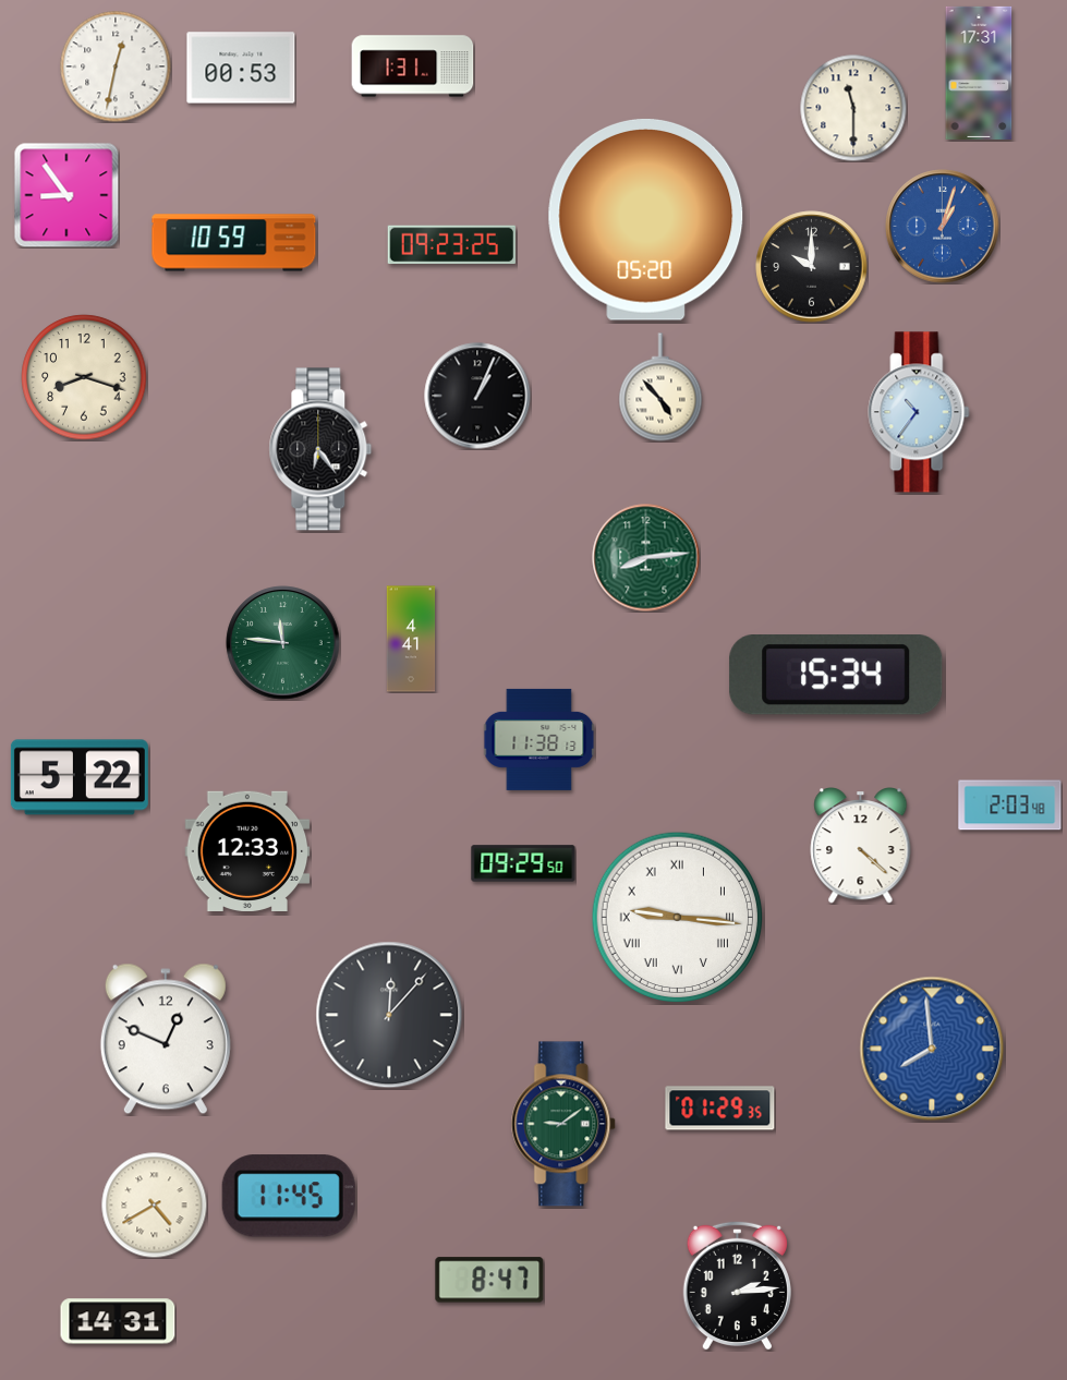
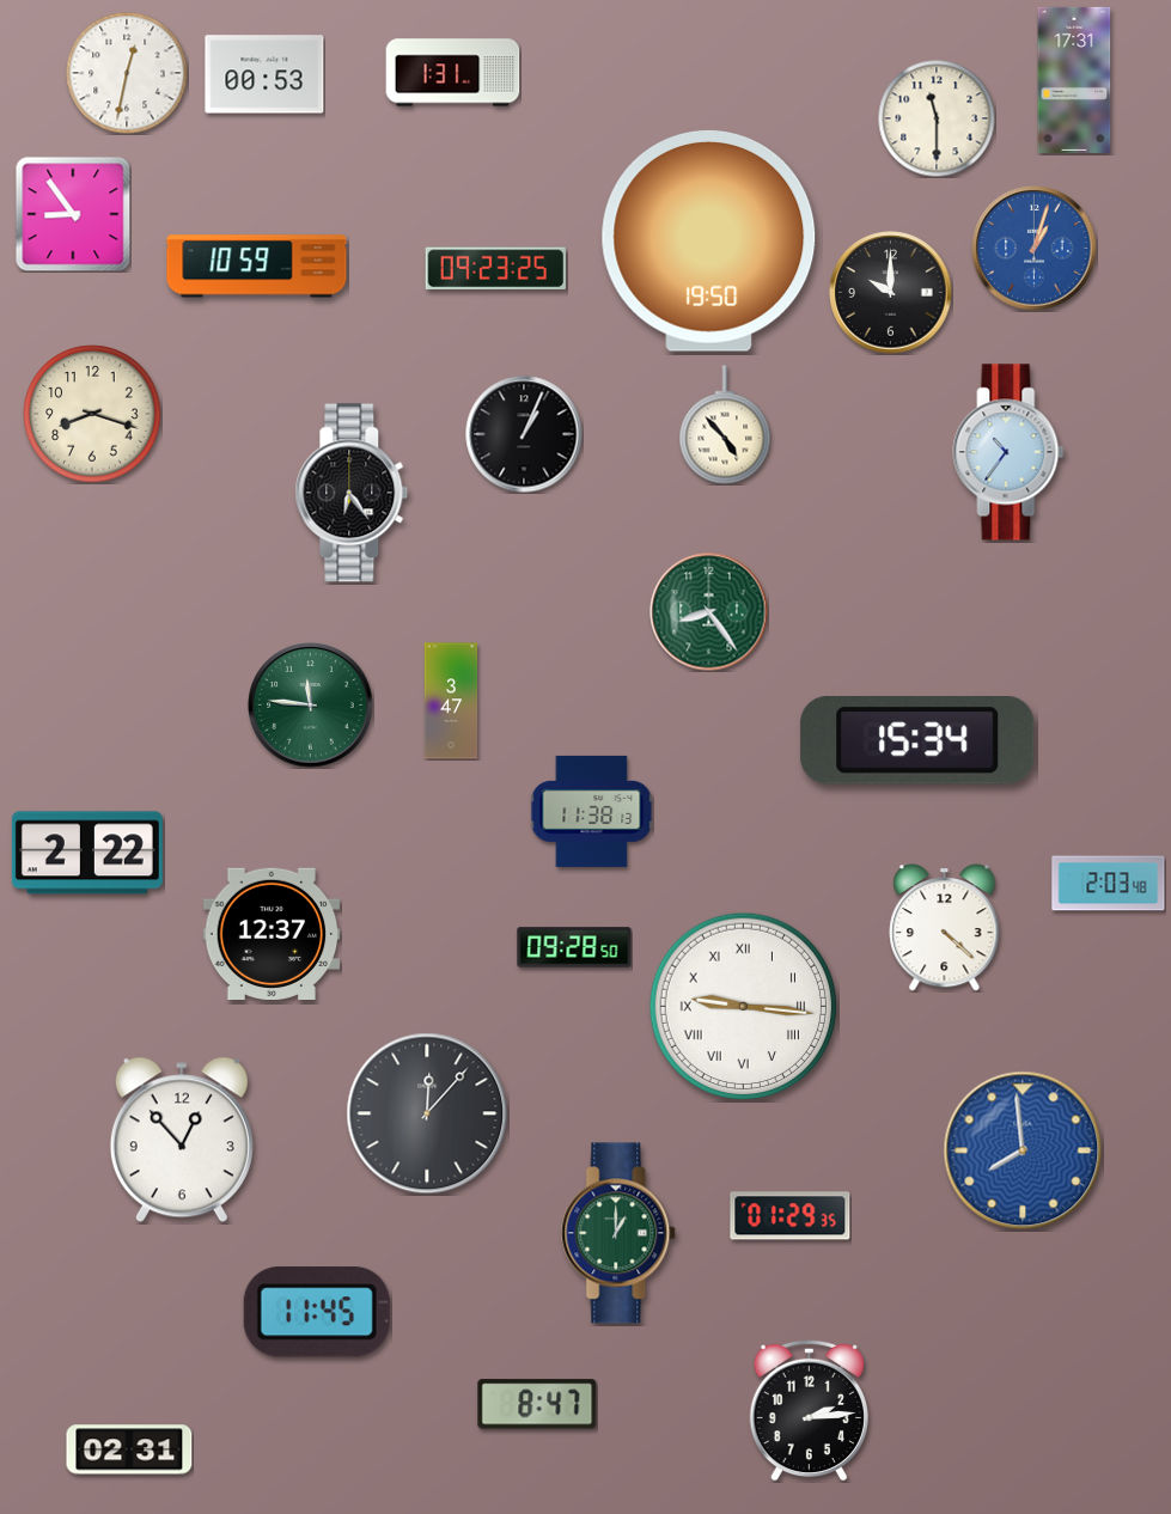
clock at (646, 219): 05:20 -> 19:50
clock at (646, 558): 8:14 -> 8:24
clock at (411, 639): 4:41 -> 3:47
clock at (80, 777): 5:22 -> 2:22
clock at (247, 850): 12:33 -> 12:37
clock at (523, 863): 09:29 -> 09:28
clock at (166, 1039): 12:49 -> 12:53
clock at (565, 1124): 9:09 -> 1:00
clock at (154, 1205): 4:40 -> none
clock at (118, 1321): 14:31 -> 02:31
